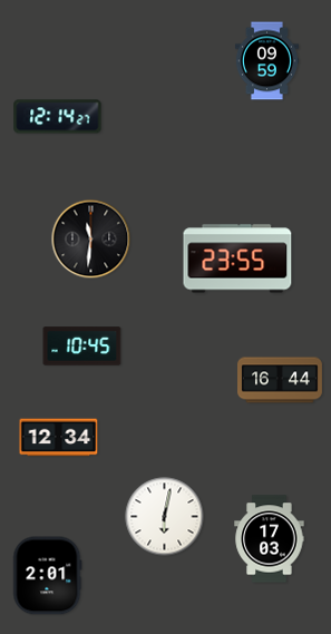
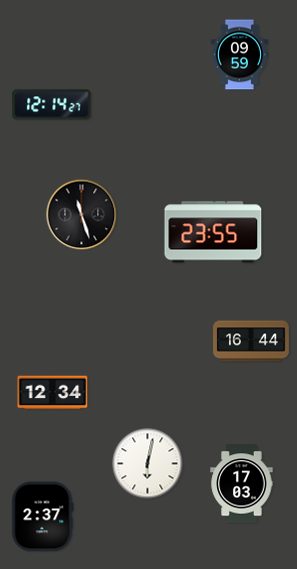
clock at (91, 240): 11:31 -> 11:27
clock at (82, 347): 10:45 -> none
clock at (47, 576): 2:01 -> 2:37
